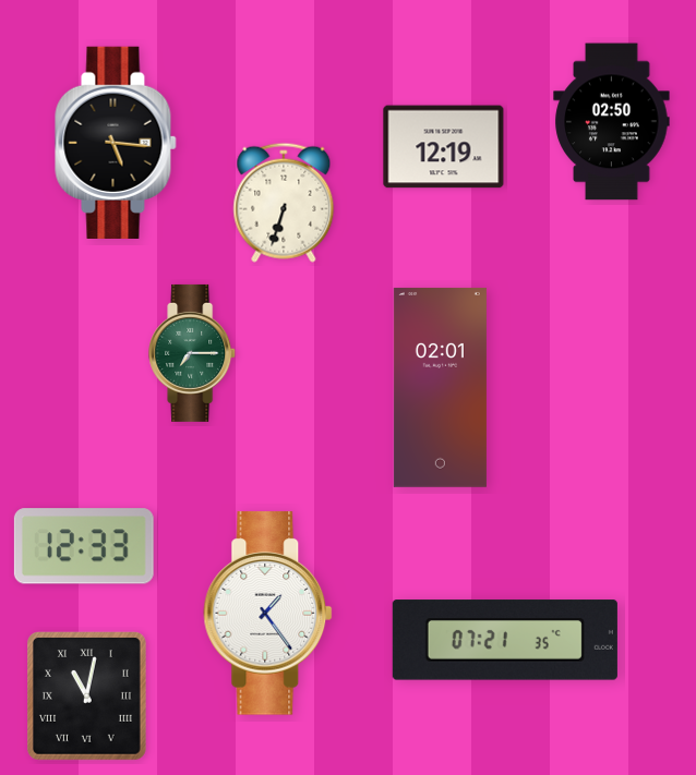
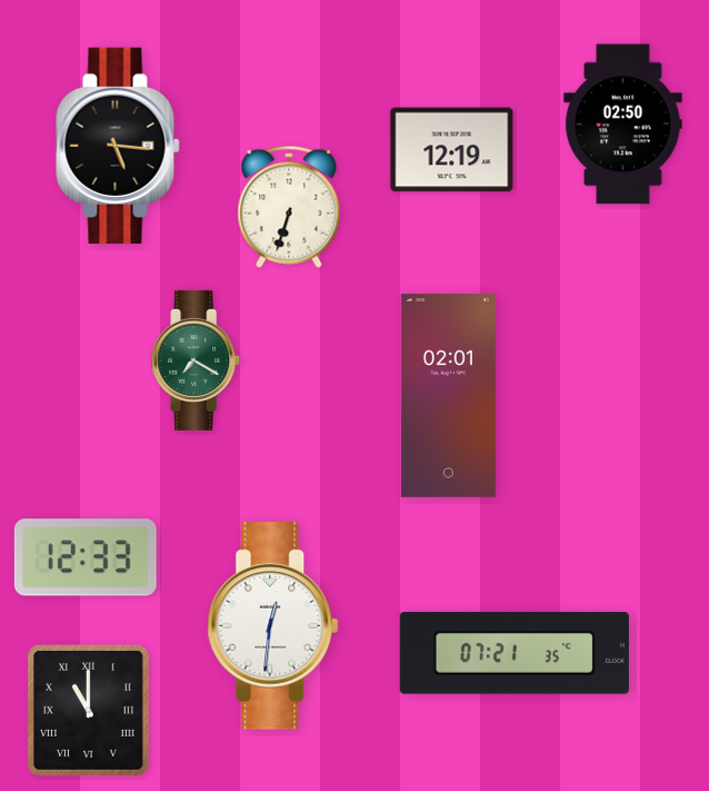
clock at (193, 353): 7:15 -> 7:20
clock at (268, 614): 1:24 -> 12:31
clock at (87, 697): 11:02 -> 11:00
